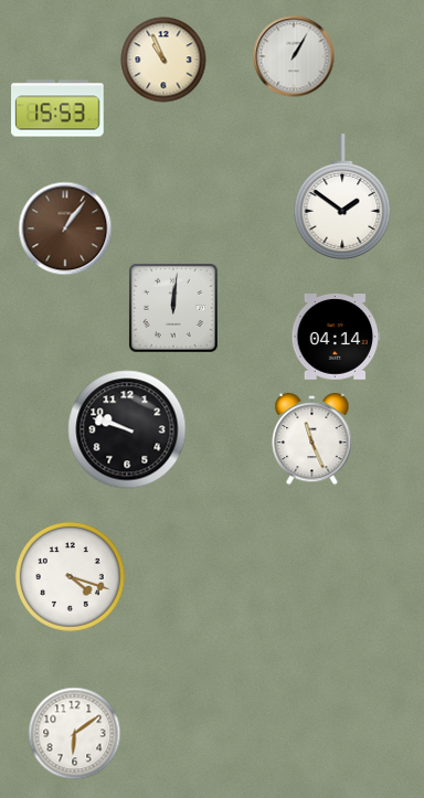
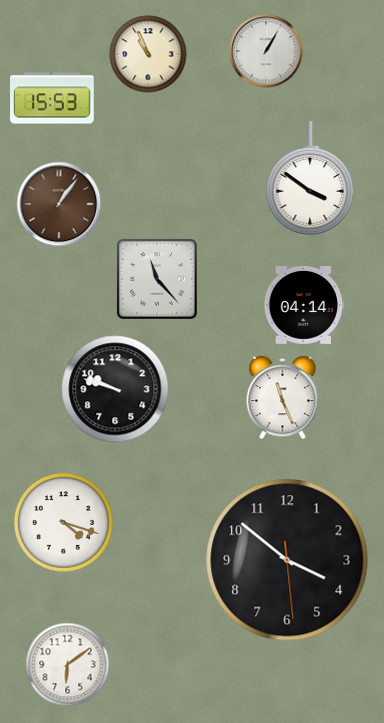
clock at (342, 196): 1:51 -> 3:51
clock at (65, 228) position: (65, 228) -> (59, 204)
clock at (173, 308): 12:01 -> 11:23
clock at (287, 560): none -> 3:51
